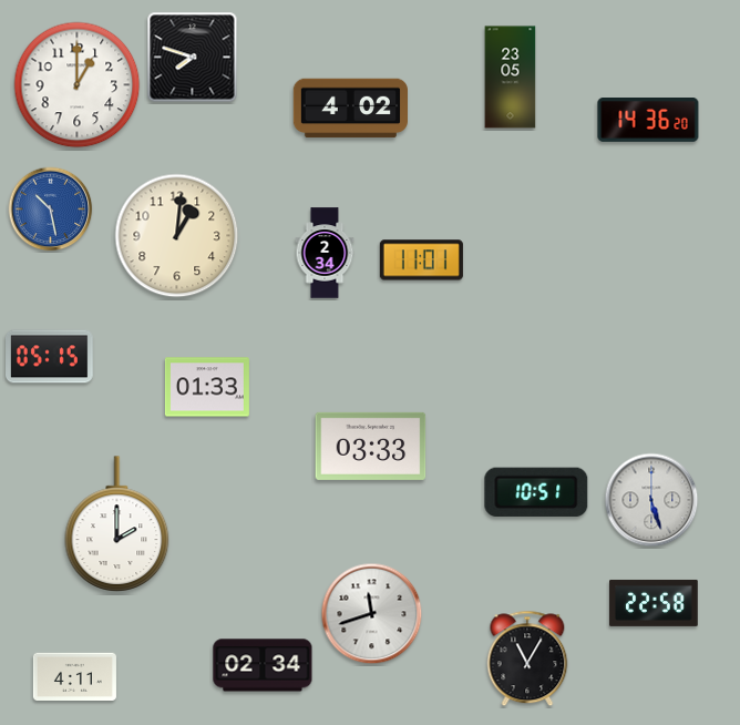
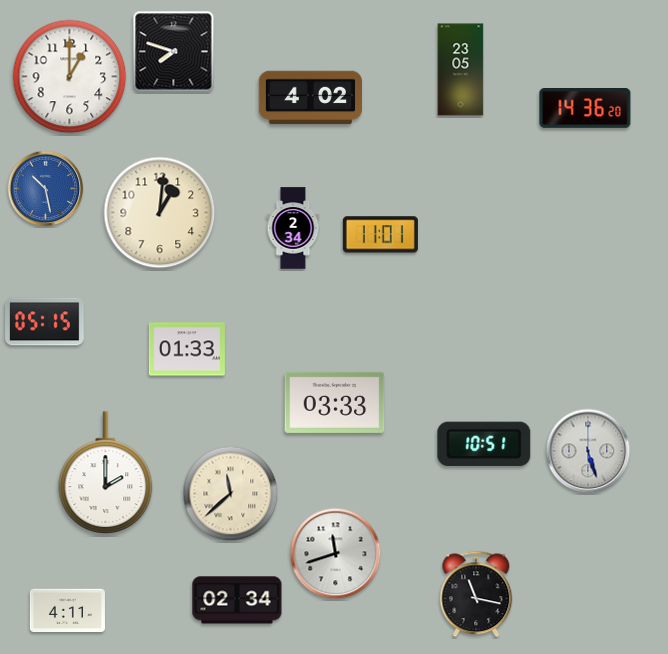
clock at (350, 109) position: (350, 109) -> (310, 98)
clock at (231, 494): none -> 11:38
clock at (654, 603): 22:58 -> none
clock at (527, 658): 11:05 -> 11:17
